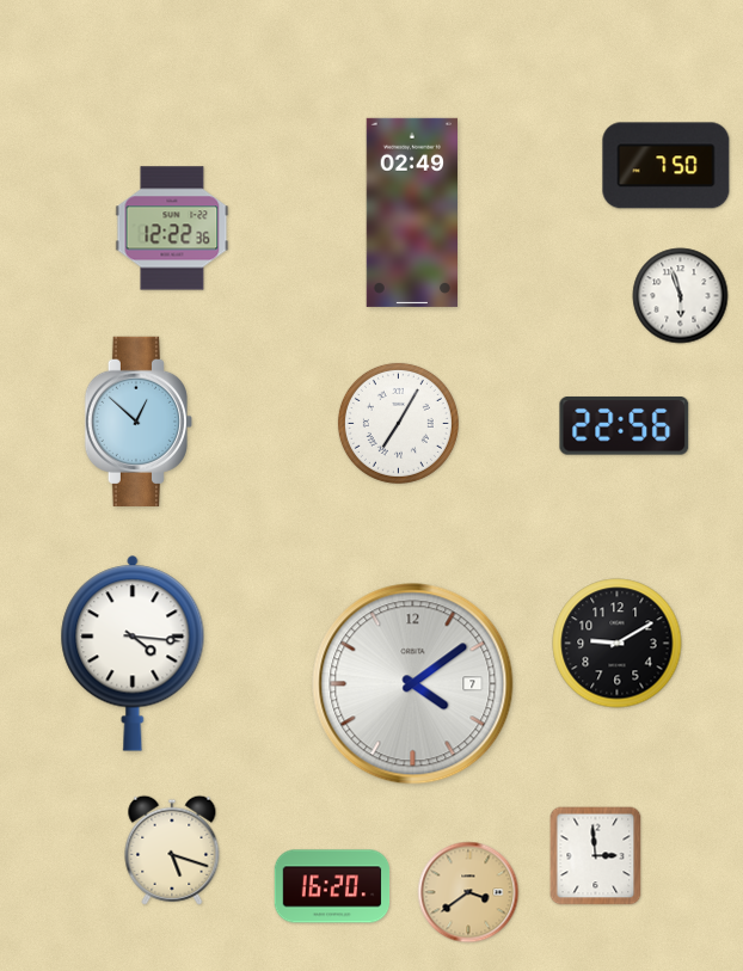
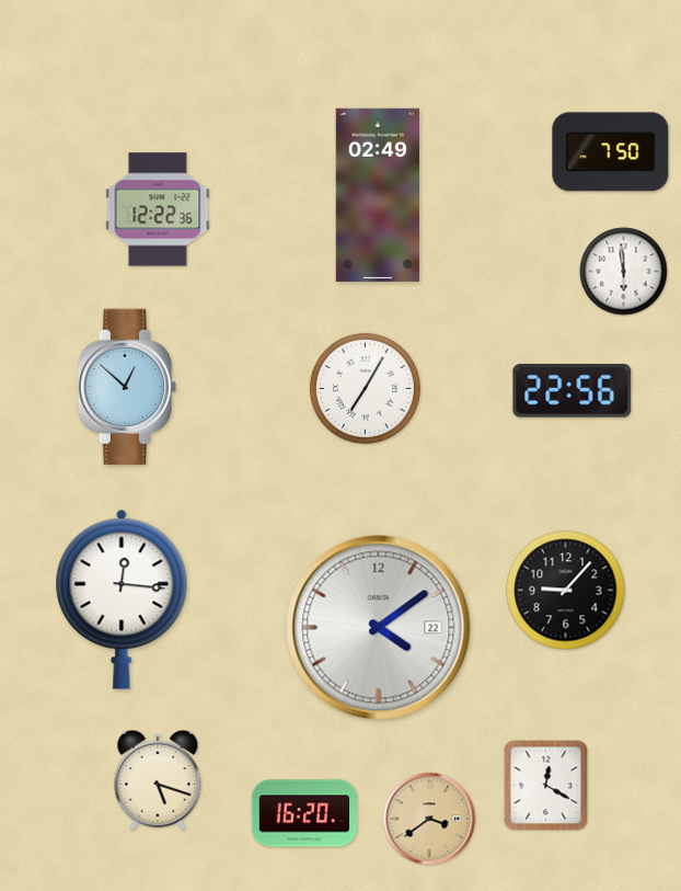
clock at (681, 296): 5:57 -> 5:59
clock at (618, 644): 9:10 -> 9:07
clock at (133, 653): 4:16 -> 12:16
clock at (413, 684) date: 7 -> 22
clock at (596, 856): 2:59 -> 12:20
